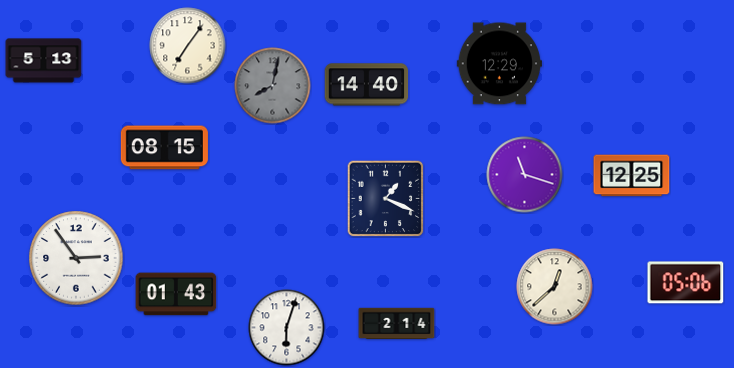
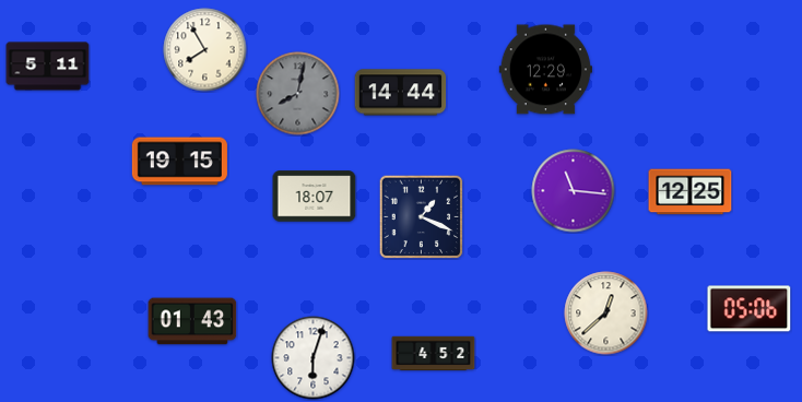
clock at (188, 46): 7:06 -> 7:55
clock at (44, 61): 5:13 -> 5:11
clock at (367, 85): 14:40 -> 14:44
clock at (164, 148): 08:15 -> 19:15
clock at (525, 175): 11:18 -> 11:16
clock at (315, 197): none -> 18:07
clock at (76, 258): 2:54 -> none
clock at (397, 324): 2:14 -> 4:52
